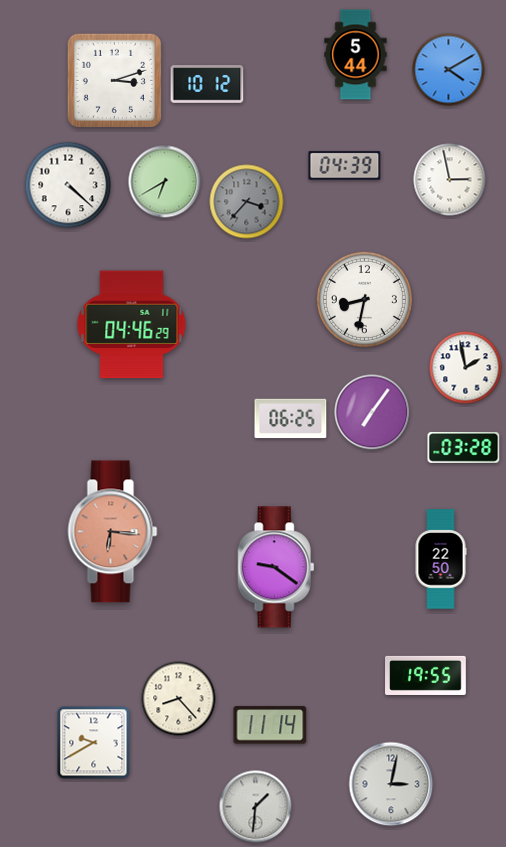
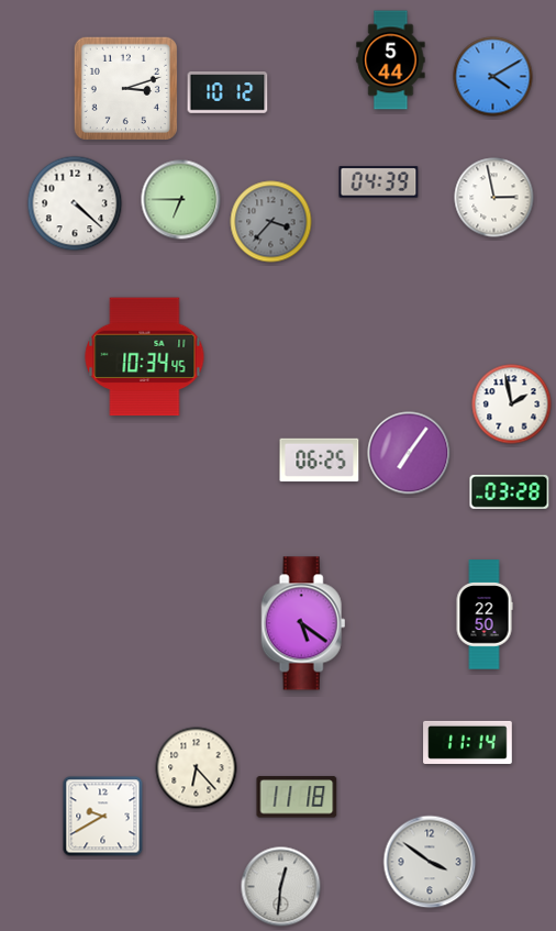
clock at (165, 182): 6:40 -> 6:45
clock at (364, 299): 8:32 -> none
clock at (132, 325): 04:46 -> 10:34
clock at (113, 532): 6:16 -> none
clock at (276, 567): 9:21 -> 5:21
clock at (426, 675): 19:55 -> 11:14
clock at (179, 699): 8:23 -> 6:23
clock at (270, 725): 11:14 -> 11:18
clock at (391, 784): 3:02 -> 3:51
clock at (256, 807): 1:31 -> 12:31
